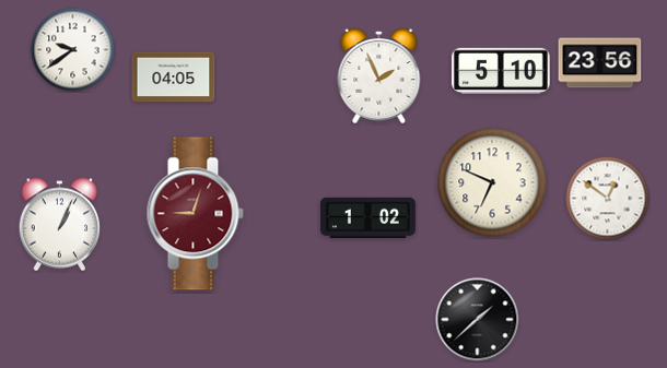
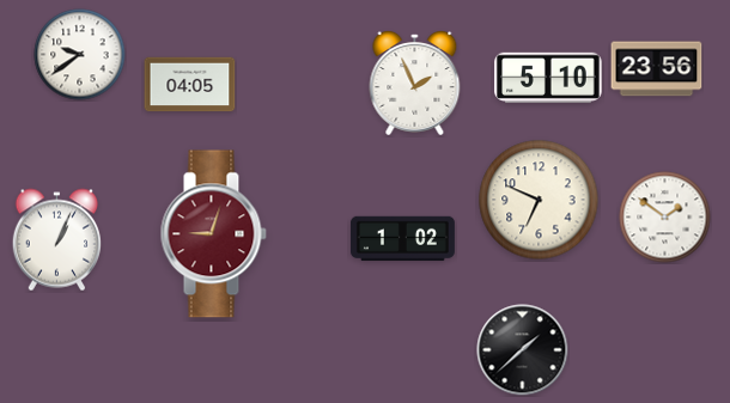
clock at (608, 199): 12:51 -> 1:51
clock at (60, 225) position: (60, 225) -> (57, 240)
